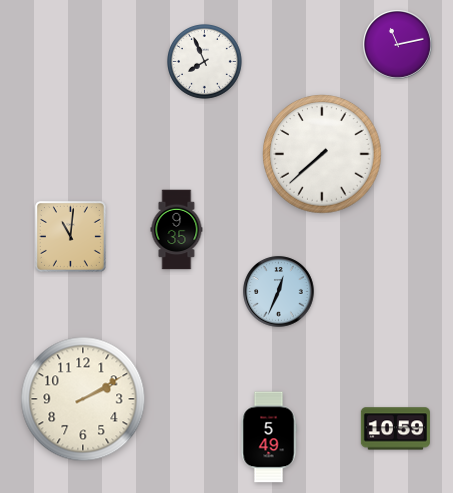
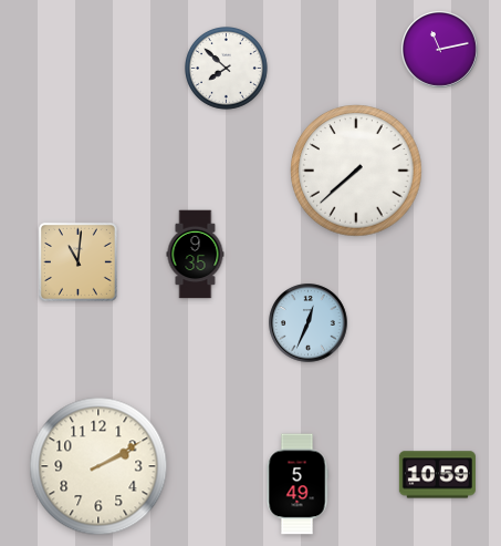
clock at (205, 62): 7:56 -> 7:52
clock at (83, 399) position: (83, 399) -> (98, 466)
